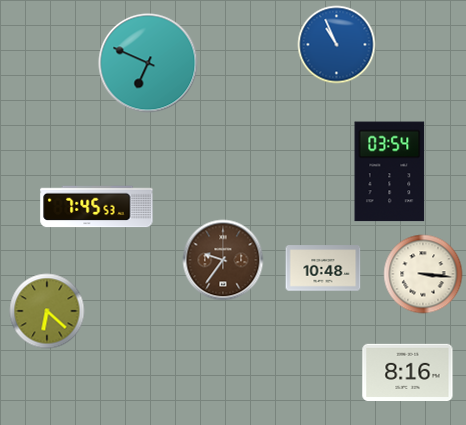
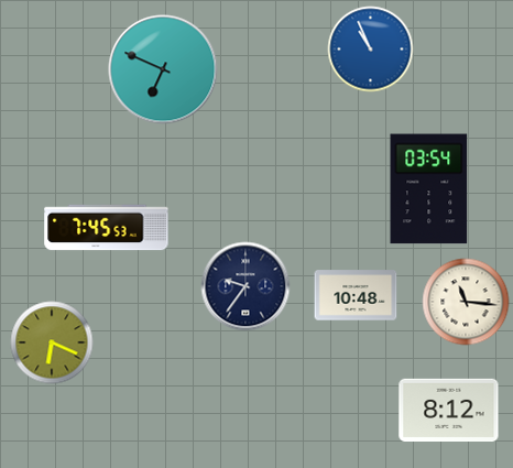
clock at (223, 260) dial: brown -> navy
clock at (423, 274): 3:16 -> 11:16
clock at (47, 311): 6:22 -> 6:19
clock at (408, 372): 8:16 -> 8:12
